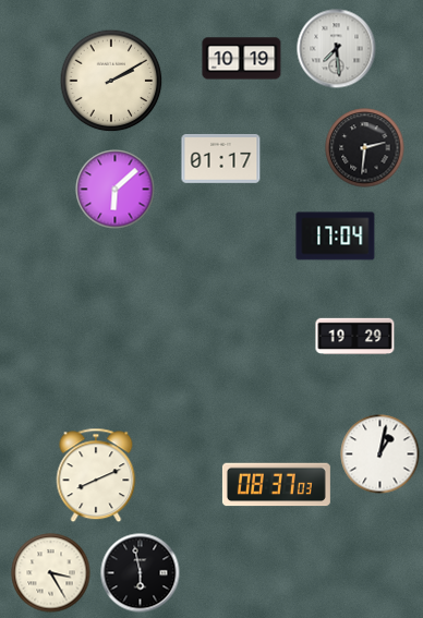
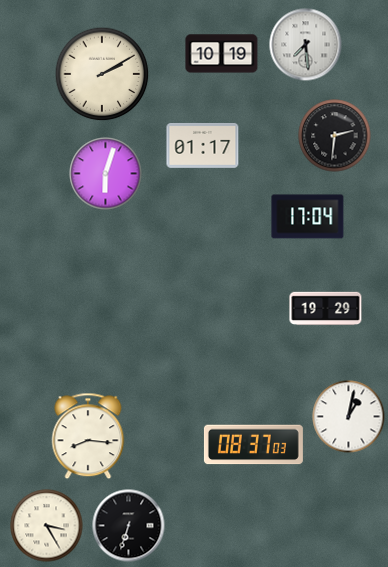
clock at (337, 49) position: (337, 49) -> (306, 45)
clock at (116, 190): 6:08 -> 6:03
clock at (96, 475): 8:11 -> 8:16
clock at (141, 573): 5:58 -> 6:33
